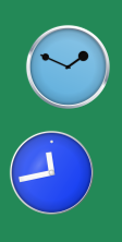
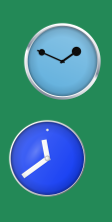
clock at (51, 172): 11:43 -> 11:39
